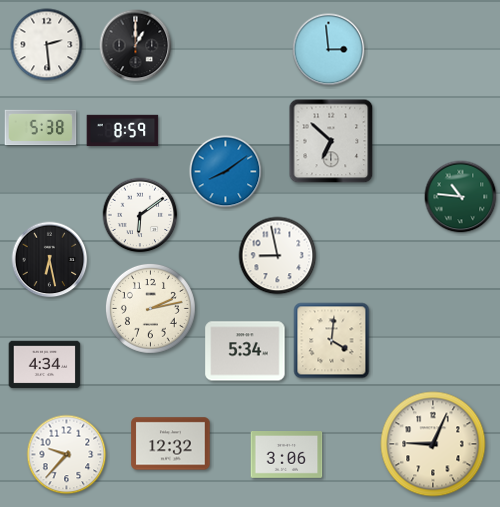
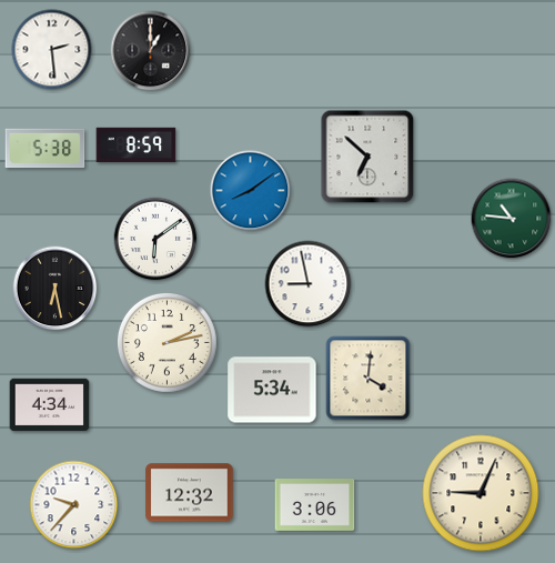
clock at (329, 50): 2:59 -> none
clock at (41, 128) position: (41, 128) -> (46, 149)
clock at (287, 455) position: (287, 455) -> (315, 505)
